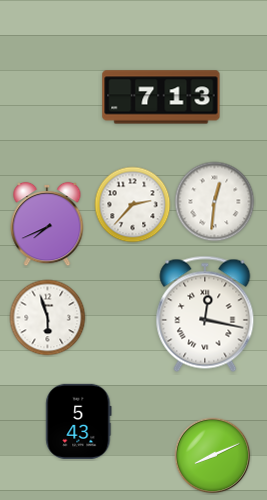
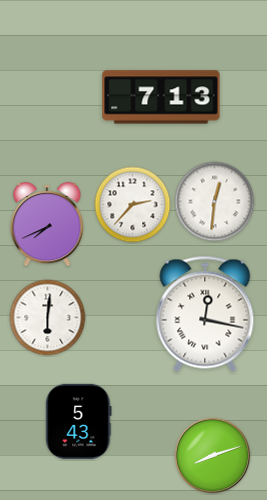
clock at (48, 318): 5:57 -> 6:01
clock at (213, 456): 8:11 -> 8:12
